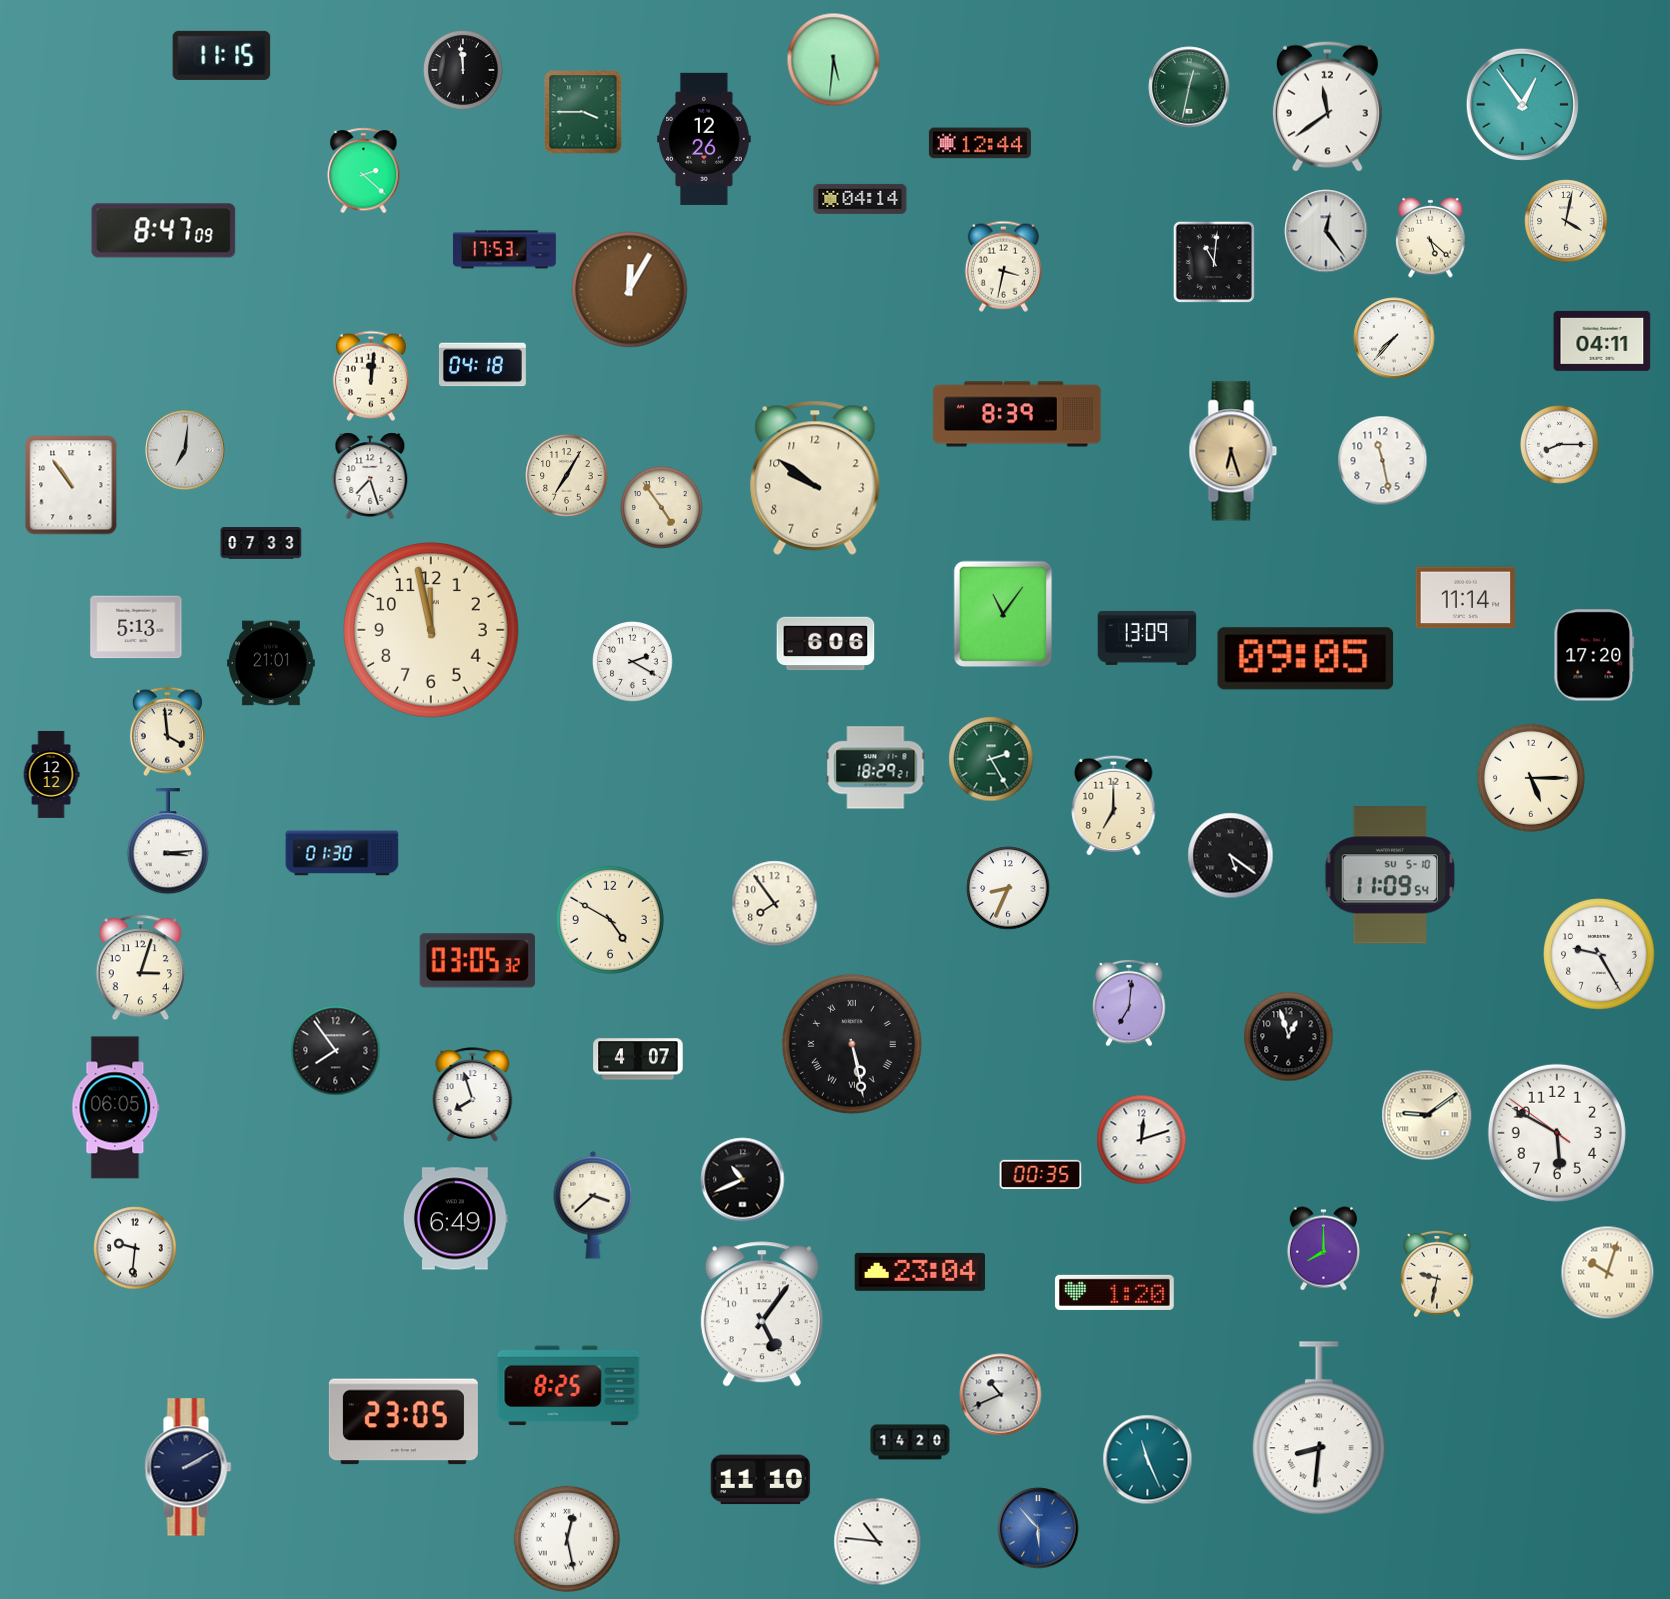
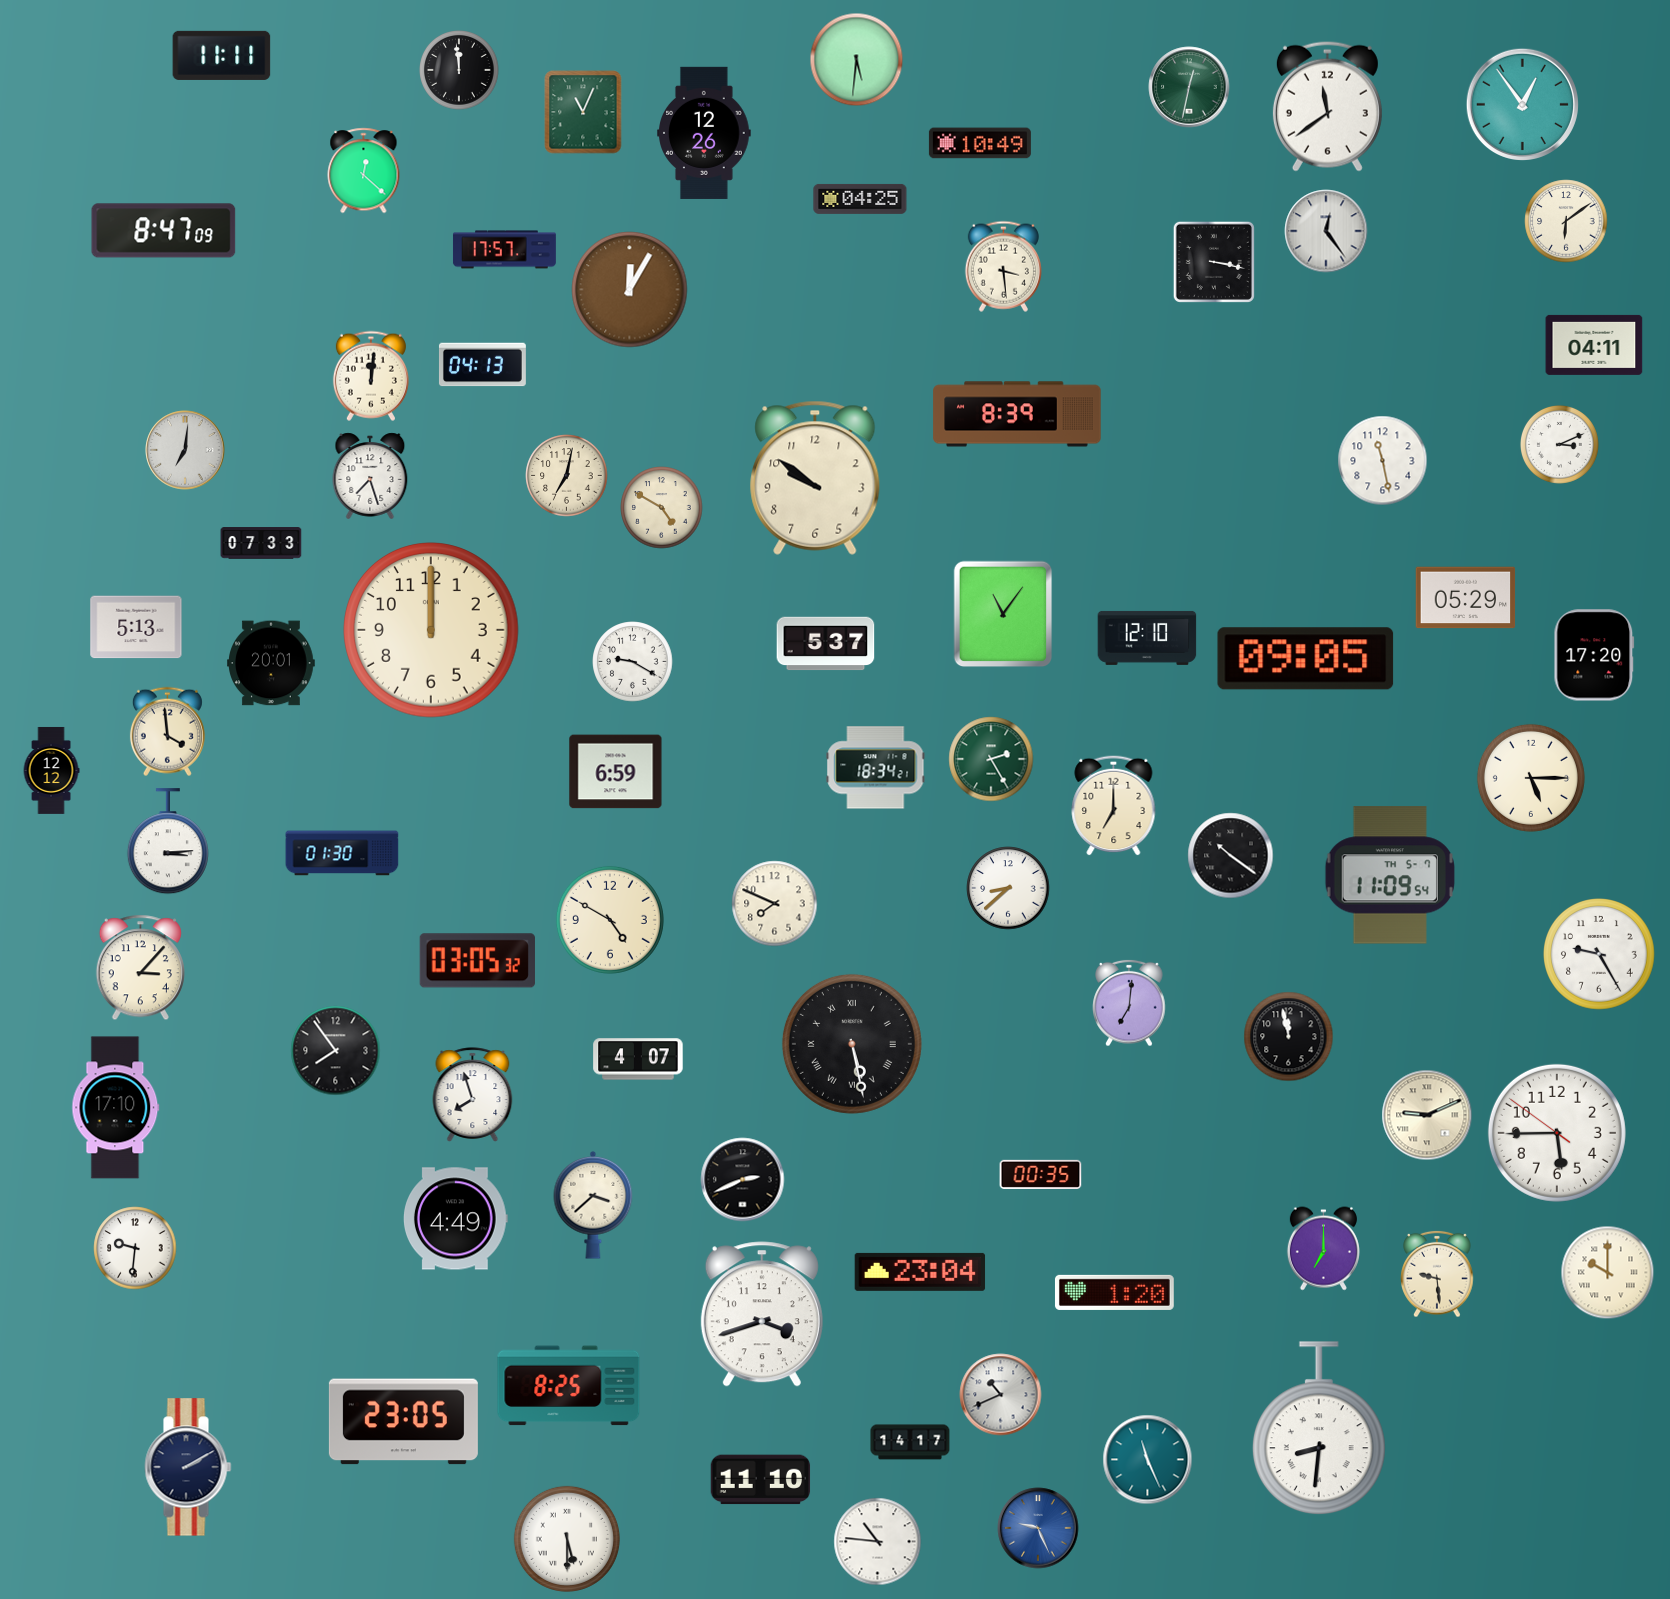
clock at (222, 55): 11:15 -> 11:11
clock at (834, 60) position: (834, 60) -> (857, 60)
clock at (464, 71) position: (464, 71) -> (460, 71)
clock at (583, 112): 3:45 -> 11:04
clock at (704, 139) position: (704, 139) -> (704, 133)
clock at (980, 143): 12:44 -> 10:49
clock at (364, 171): 2:22 -> 12:22
clock at (860, 199): 04:14 -> 04:25
clock at (1566, 221): 4:02 -> 6:09
clock at (1431, 237): 5:22 -> none
clock at (504, 250): 17:53 -> 17:57
clock at (1214, 262): 11:01 -> 3:17
clock at (1003, 266): 3:32 -> 3:29
clock at (1394, 338): 7:37 -> none
clock at (1602, 341) position: (1602, 341) -> (1594, 345)
clock at (482, 365): 04:18 -> 04:13
clock at (1559, 444): 8:15 -> 3:11
clock at (1233, 451): 6:27 -> none
clock at (567, 476): 7:05 -> 7:02
clock at (71, 485): 10:54 -> none
clock at (662, 508): 4:54 -> 4:50
clock at (1466, 598): 11:14 -> 05:29
clock at (431, 630): 11:58 -> 12:00
clock at (1147, 638): 13:09 -> 12:10
clock at (826, 644): 6:06 -> 5:37
clock at (633, 662): 2:20 -> 9:20
clock at (272, 663): 21:01 -> 20:01
clock at (876, 768): 18:29 -> 18:34
clock at (616, 772): none -> 6:59
clock at (51, 774) position: (51, 774) -> (51, 770)
clock at (1231, 856): 5:21 -> 10:21
clock at (1390, 875) date: SU 5-10 -> TH 5-7
clock at (1008, 888): 8:34 -> 8:38
clock at (775, 904): 7:54 -> 7:49
clock at (140, 968): 3:03 -> 3:07
clock at (1289, 1037): 12:57 -> 11:58
clock at (116, 1108): 06:05 -> 17:10
clock at (1427, 1115): 9:09 -> 9:11
clock at (1557, 1133): 5:49 -> 5:44
clock at (1142, 1140): 12:12 -> none
clock at (743, 1180): 10:41 -> 2:41
clock at (455, 1219): 6:49 -> 4:49
clock at (1323, 1249): 8:00 -> 7:00
clock at (1608, 1273): 10:03 -> 10:00
clock at (1437, 1274): 9:32 -> 9:29
clock at (762, 1314): 5:06 -> 3:42
clock at (910, 1442): 14:20 -> 14:17
clock at (1038, 1528): 5:53 -> 9:26
clock at (567, 1539): 12:28 -> 5:30
